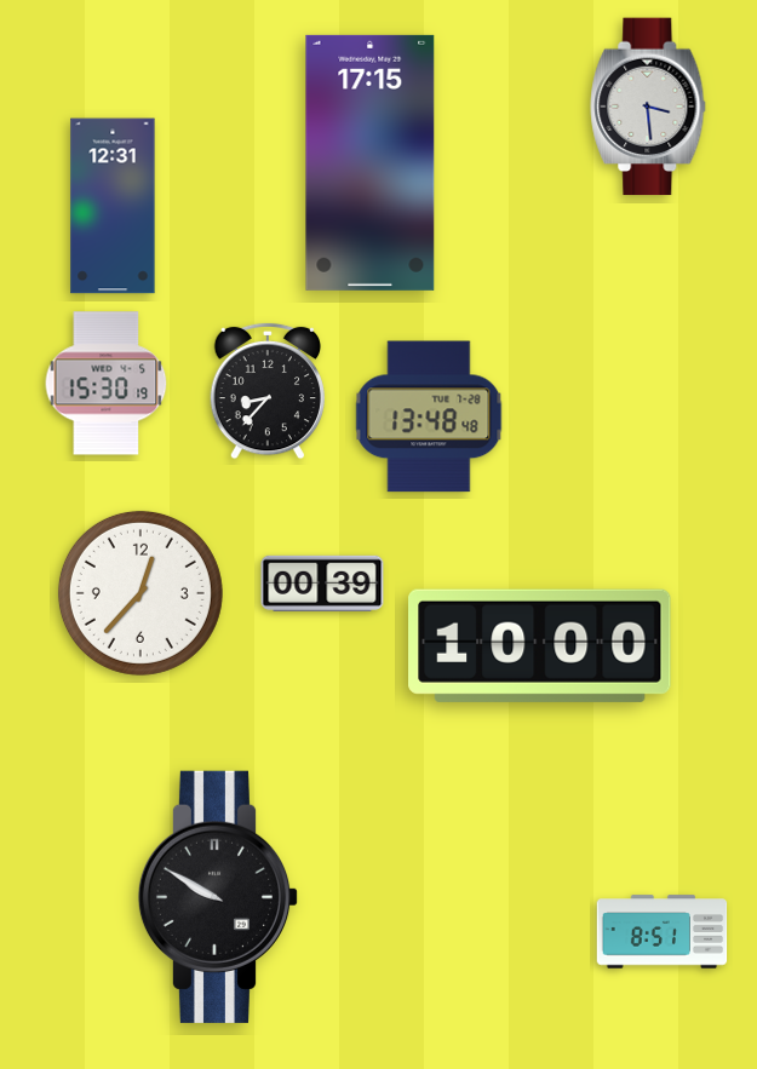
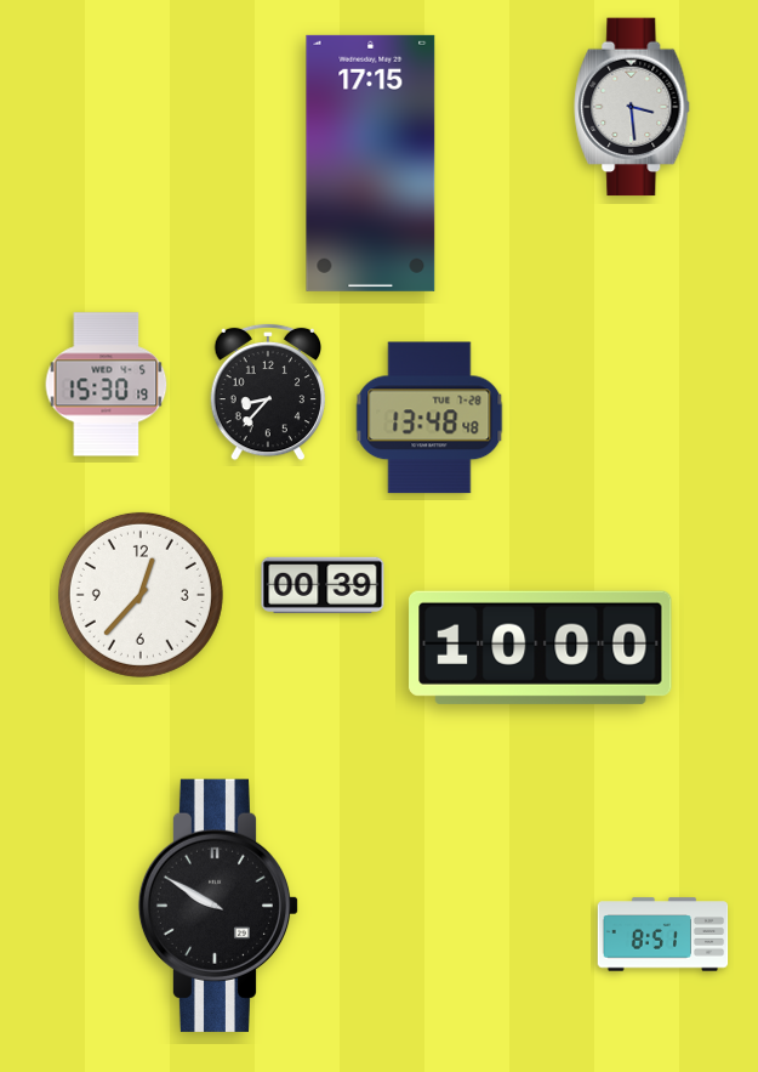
clock at (648, 107) position: (648, 107) -> (632, 107)
clock at (113, 206): 12:31 -> none
clock at (218, 897) position: (218, 897) -> (218, 906)
